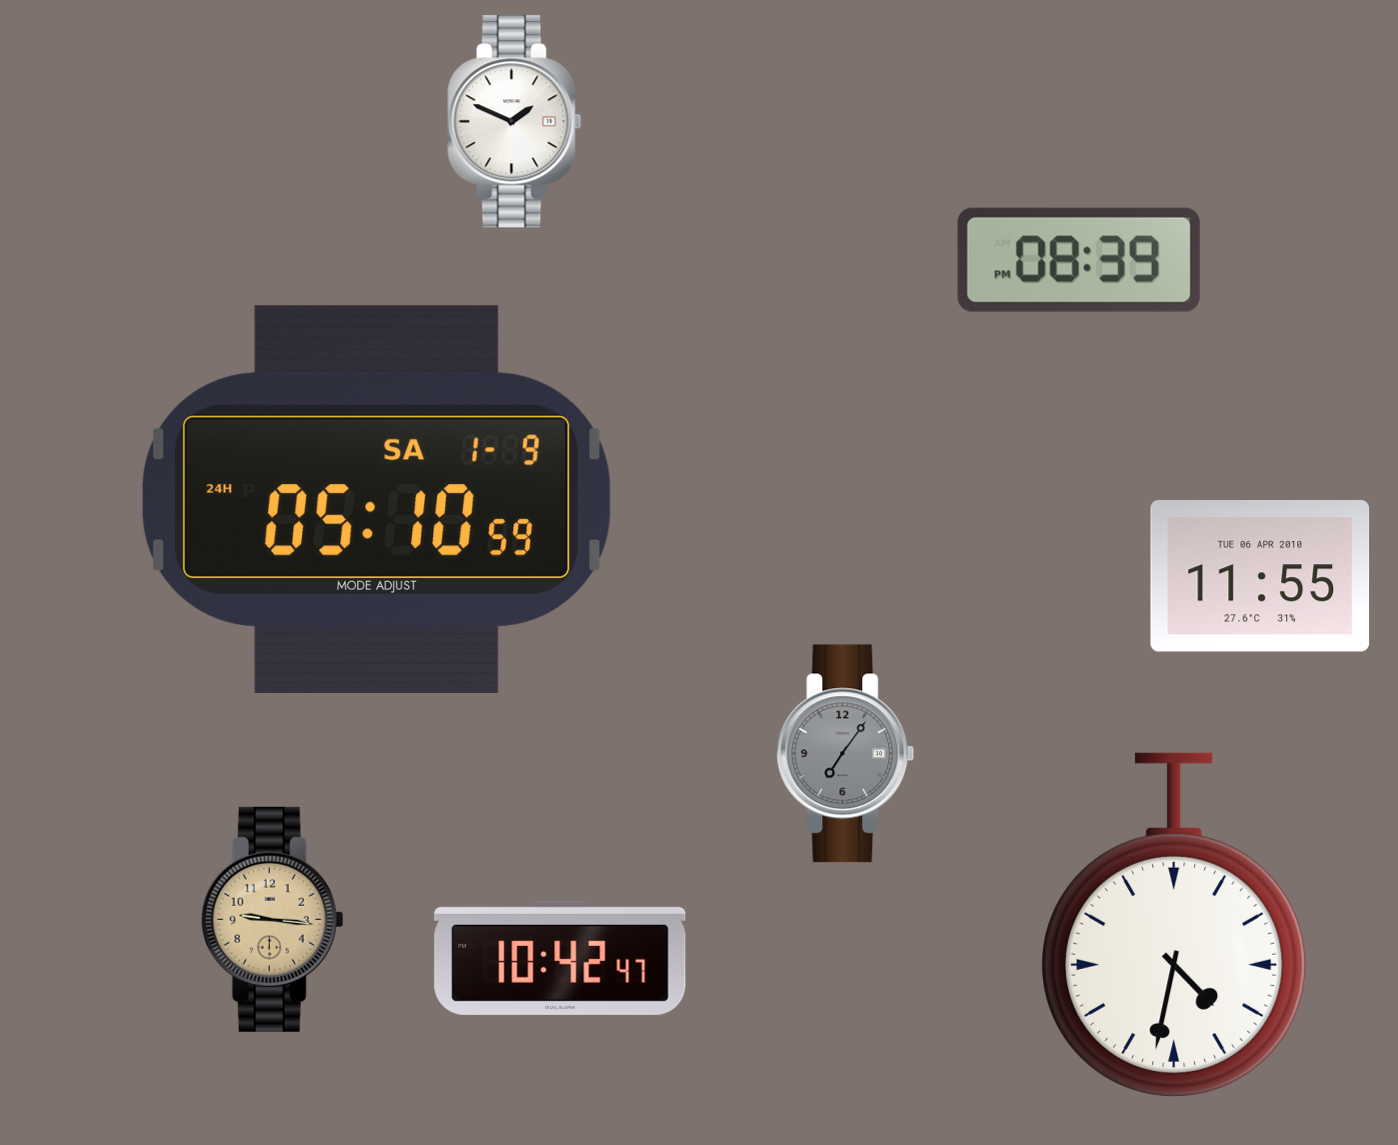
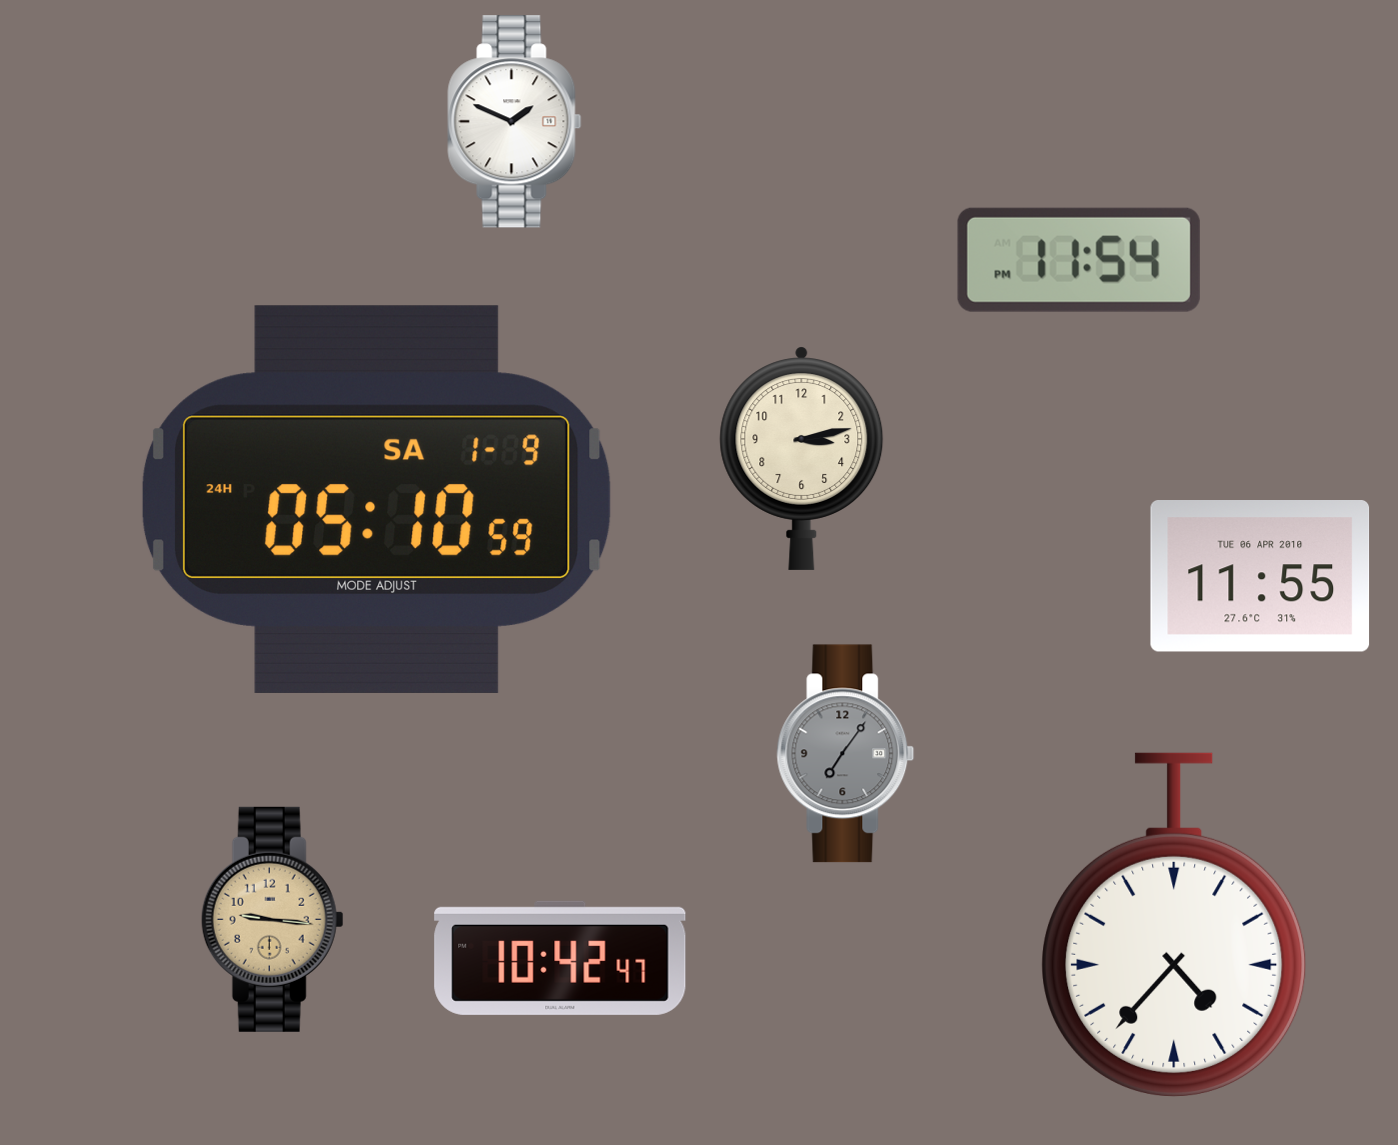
clock at (1079, 260): 08:39 -> 11:54
clock at (802, 458): none -> 3:13
clock at (1174, 925): 4:32 -> 4:37
